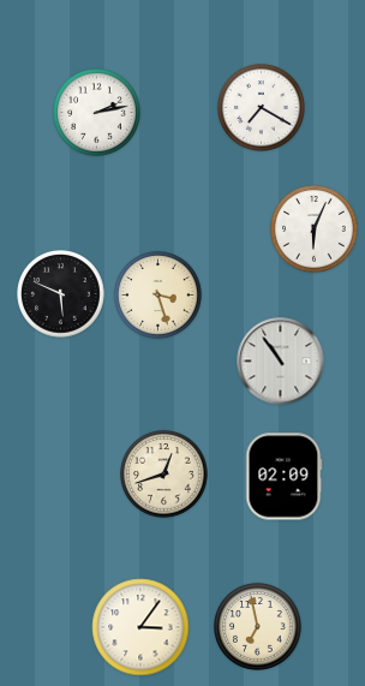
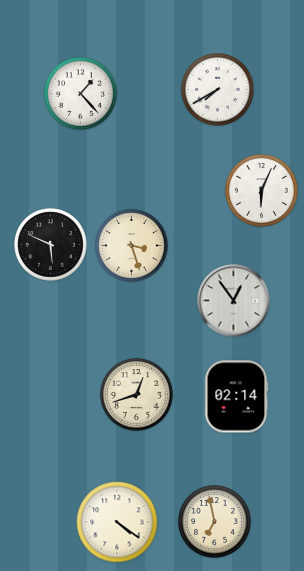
clock at (262, 108): 7:20 -> 7:40
clock at (97, 113): 2:13 -> 1:23
clock at (281, 362): 10:54 -> 12:54
clock at (283, 477): 02:09 -> 02:14
clock at (140, 627): 3:06 -> 4:21
